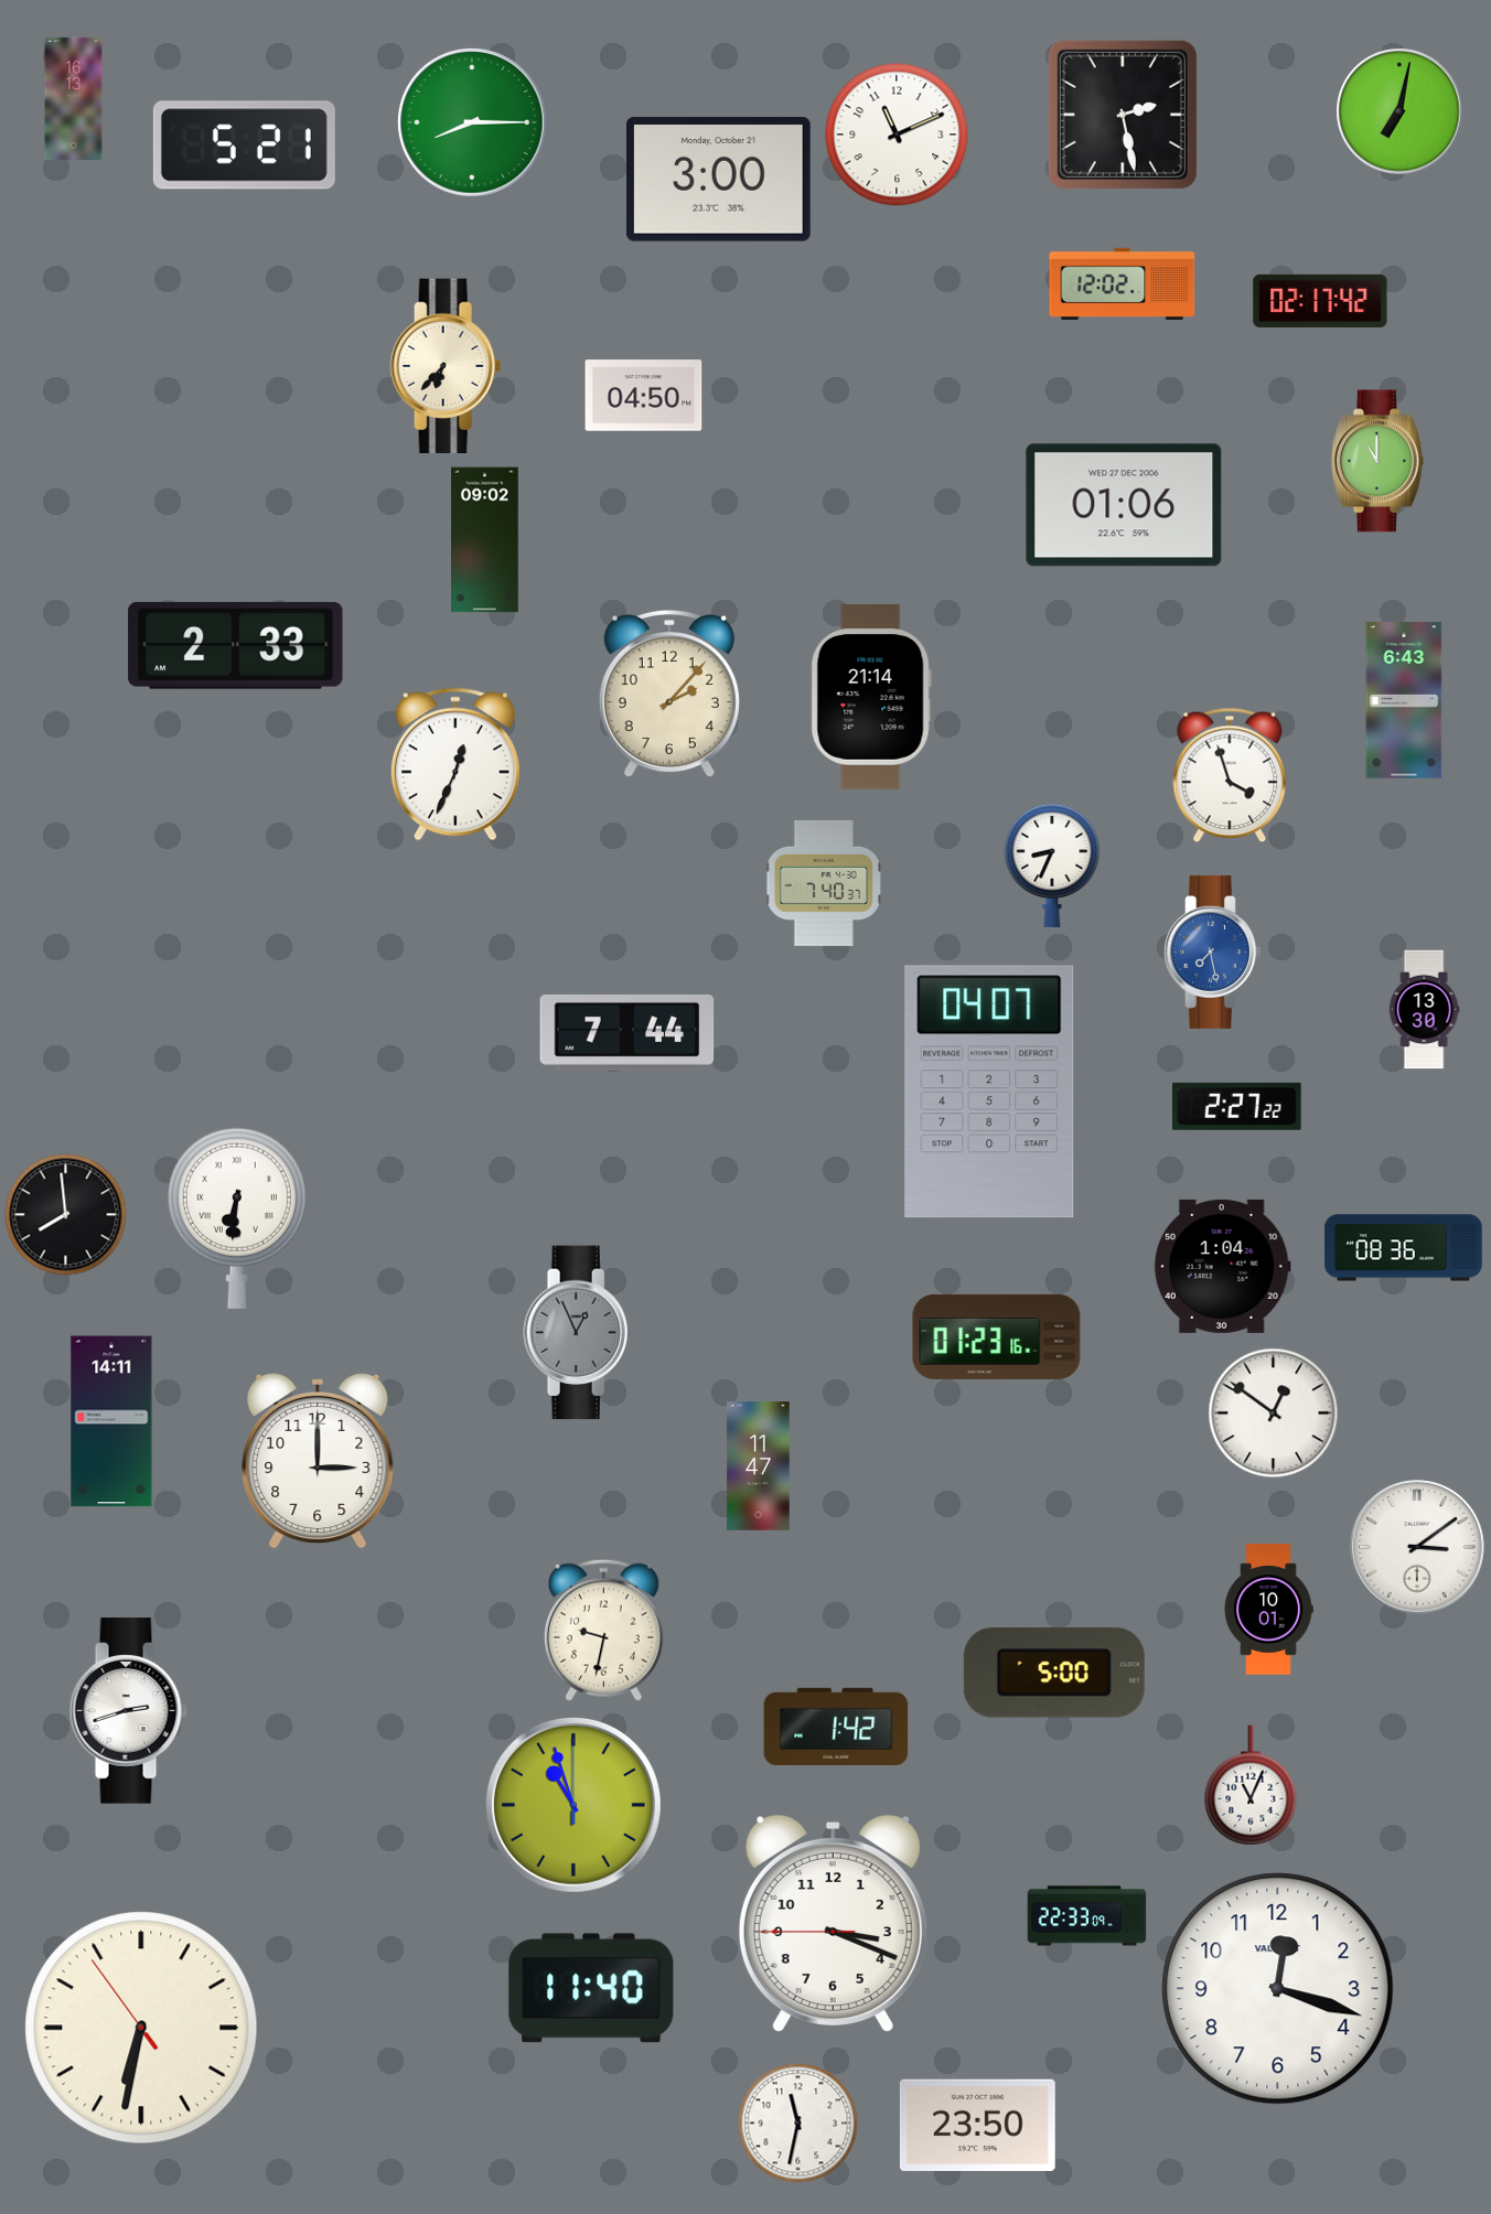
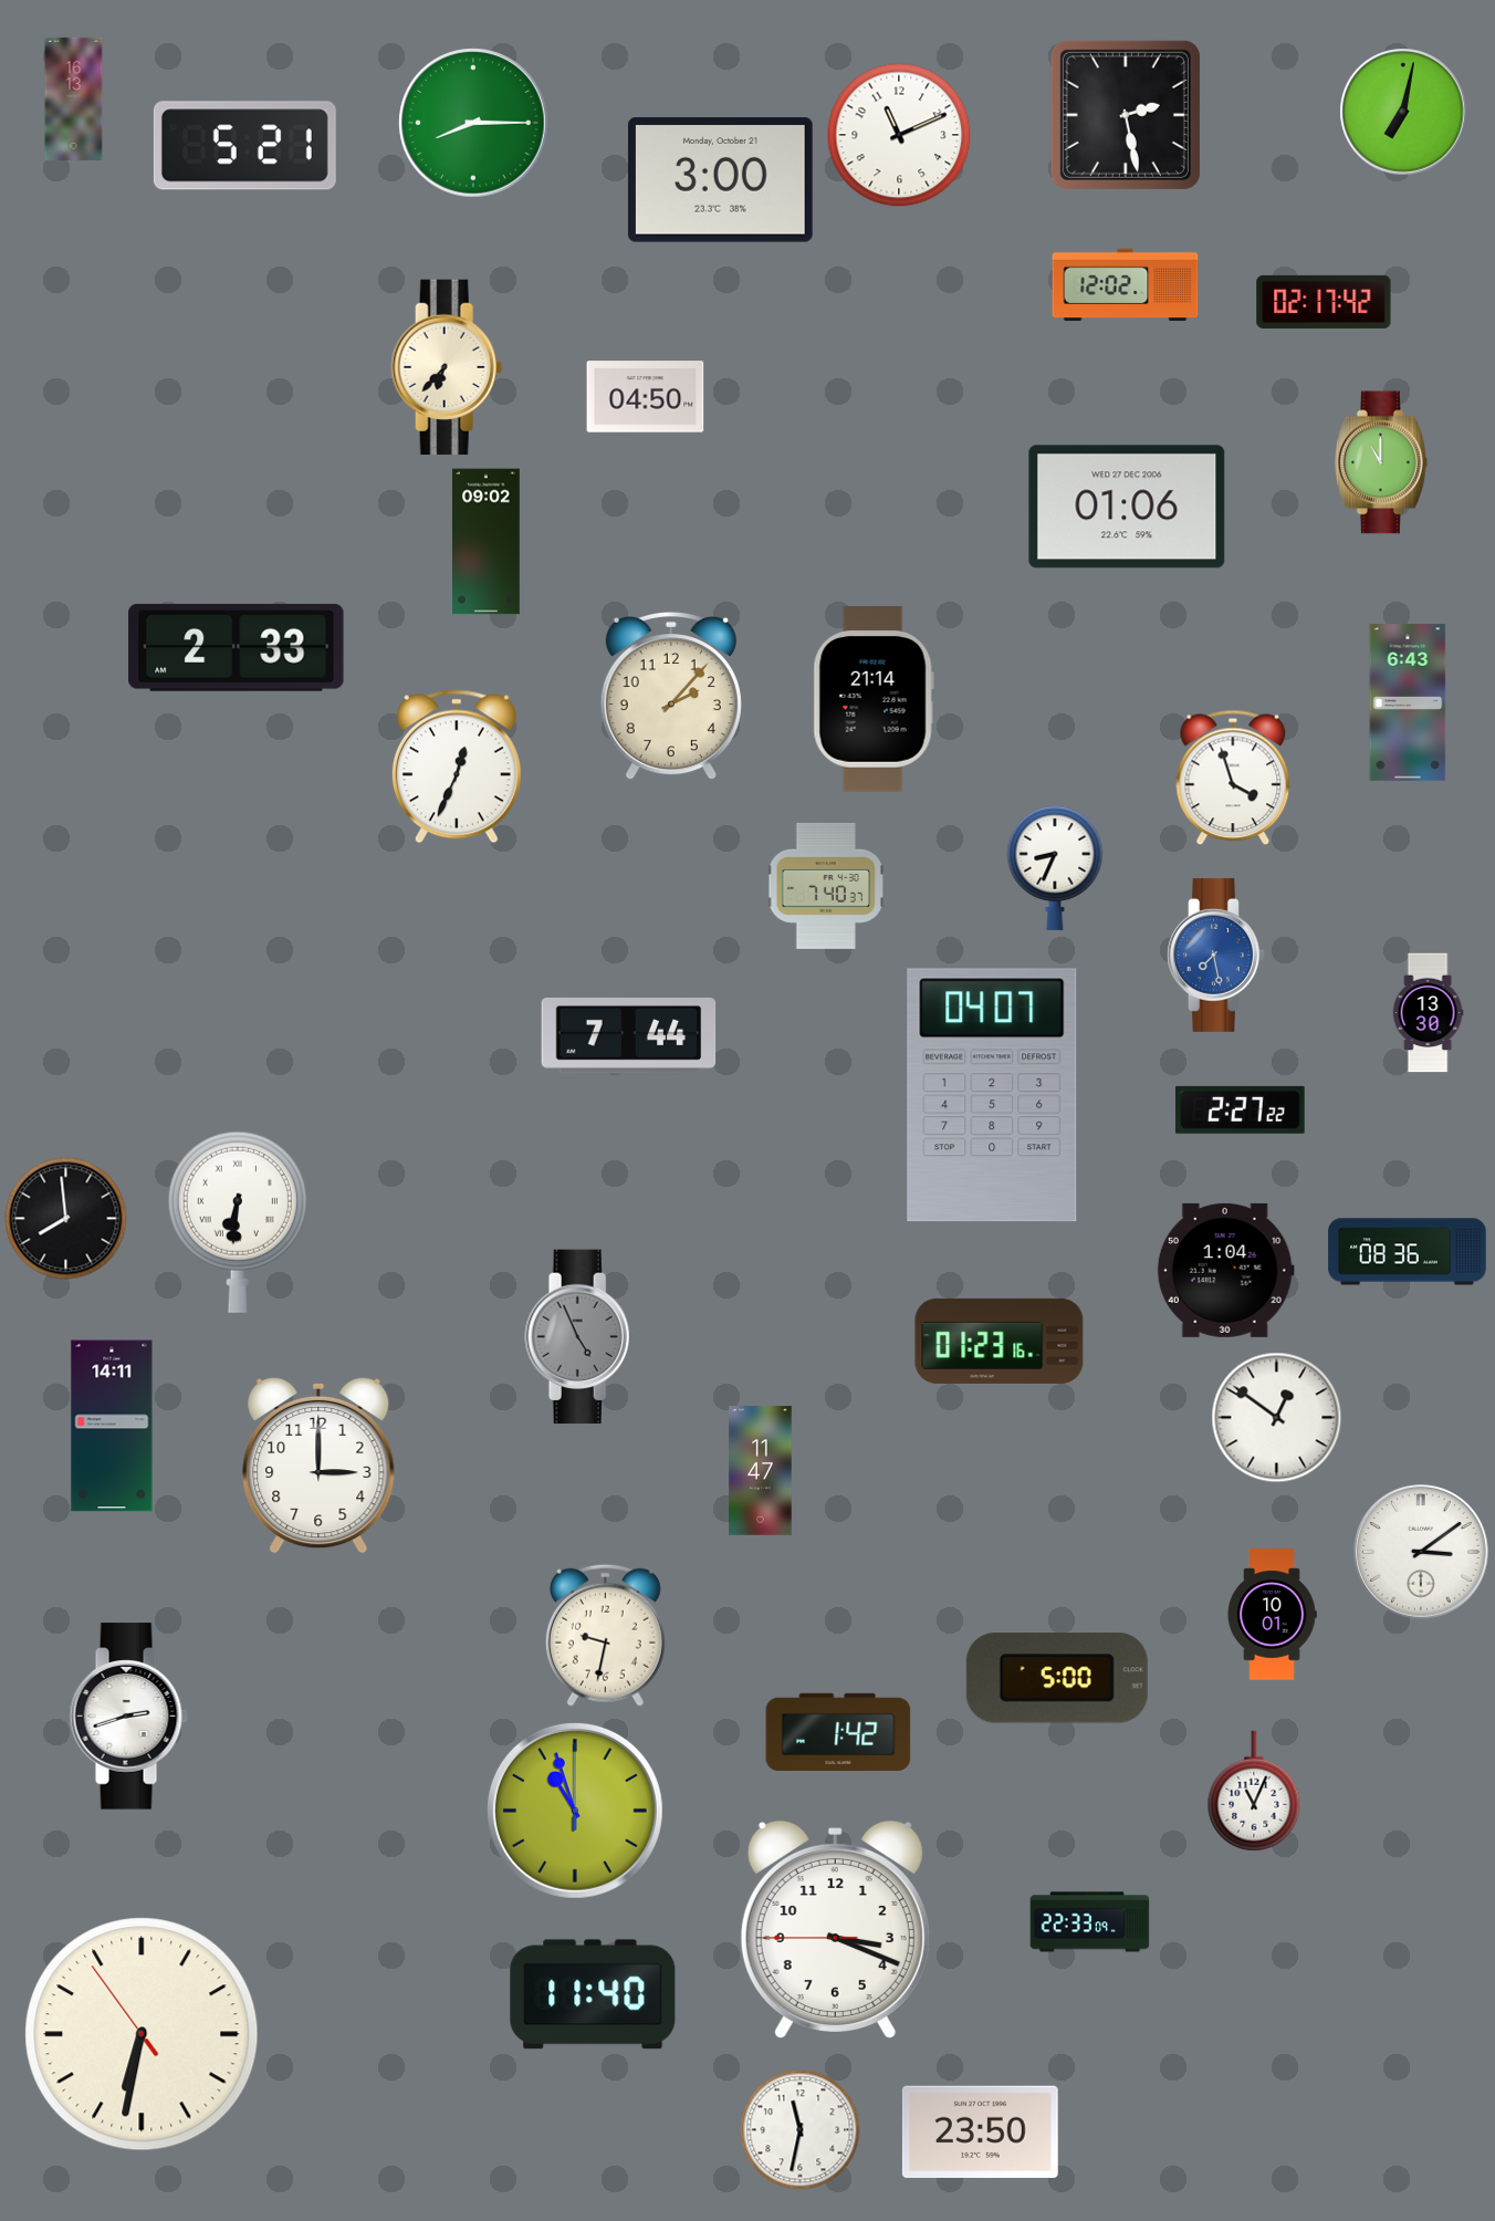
clock at (579, 1333): 12:56 -> 4:56
clock at (1278, 1989): 12:18 -> none
